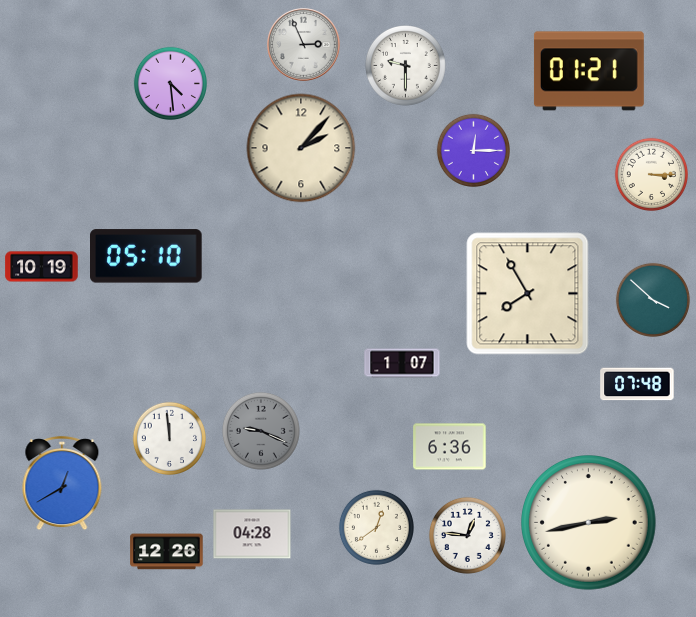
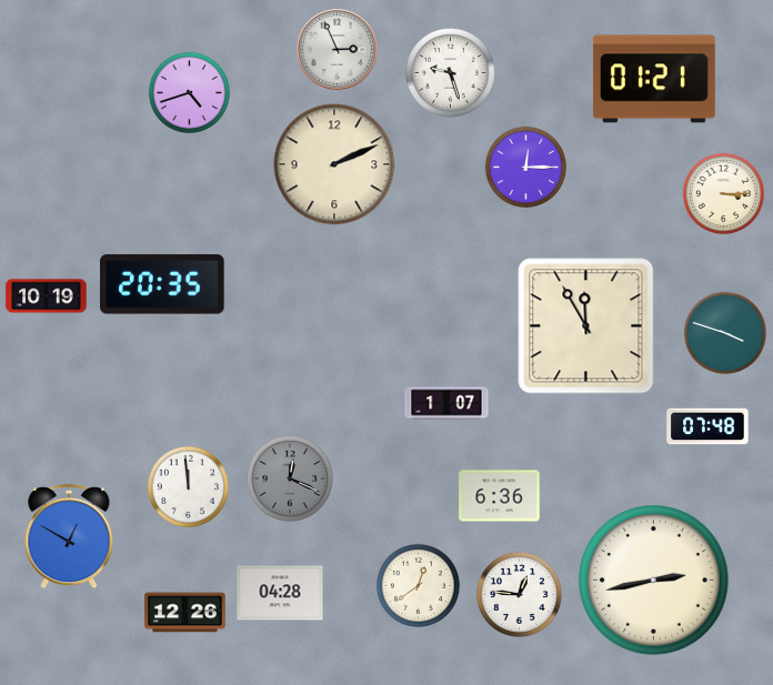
clock at (406, 66): 9:30 -> 9:27
clock at (170, 83): 4:29 -> 4:42
clock at (301, 148): 2:07 -> 2:11
clock at (147, 256): 05:10 -> 20:35
clock at (528, 294): 7:55 -> 11:55
clock at (653, 300): 3:52 -> 3:48
clock at (261, 431): 9:19 -> 12:19
clock at (62, 484): 12:40 -> 12:50
